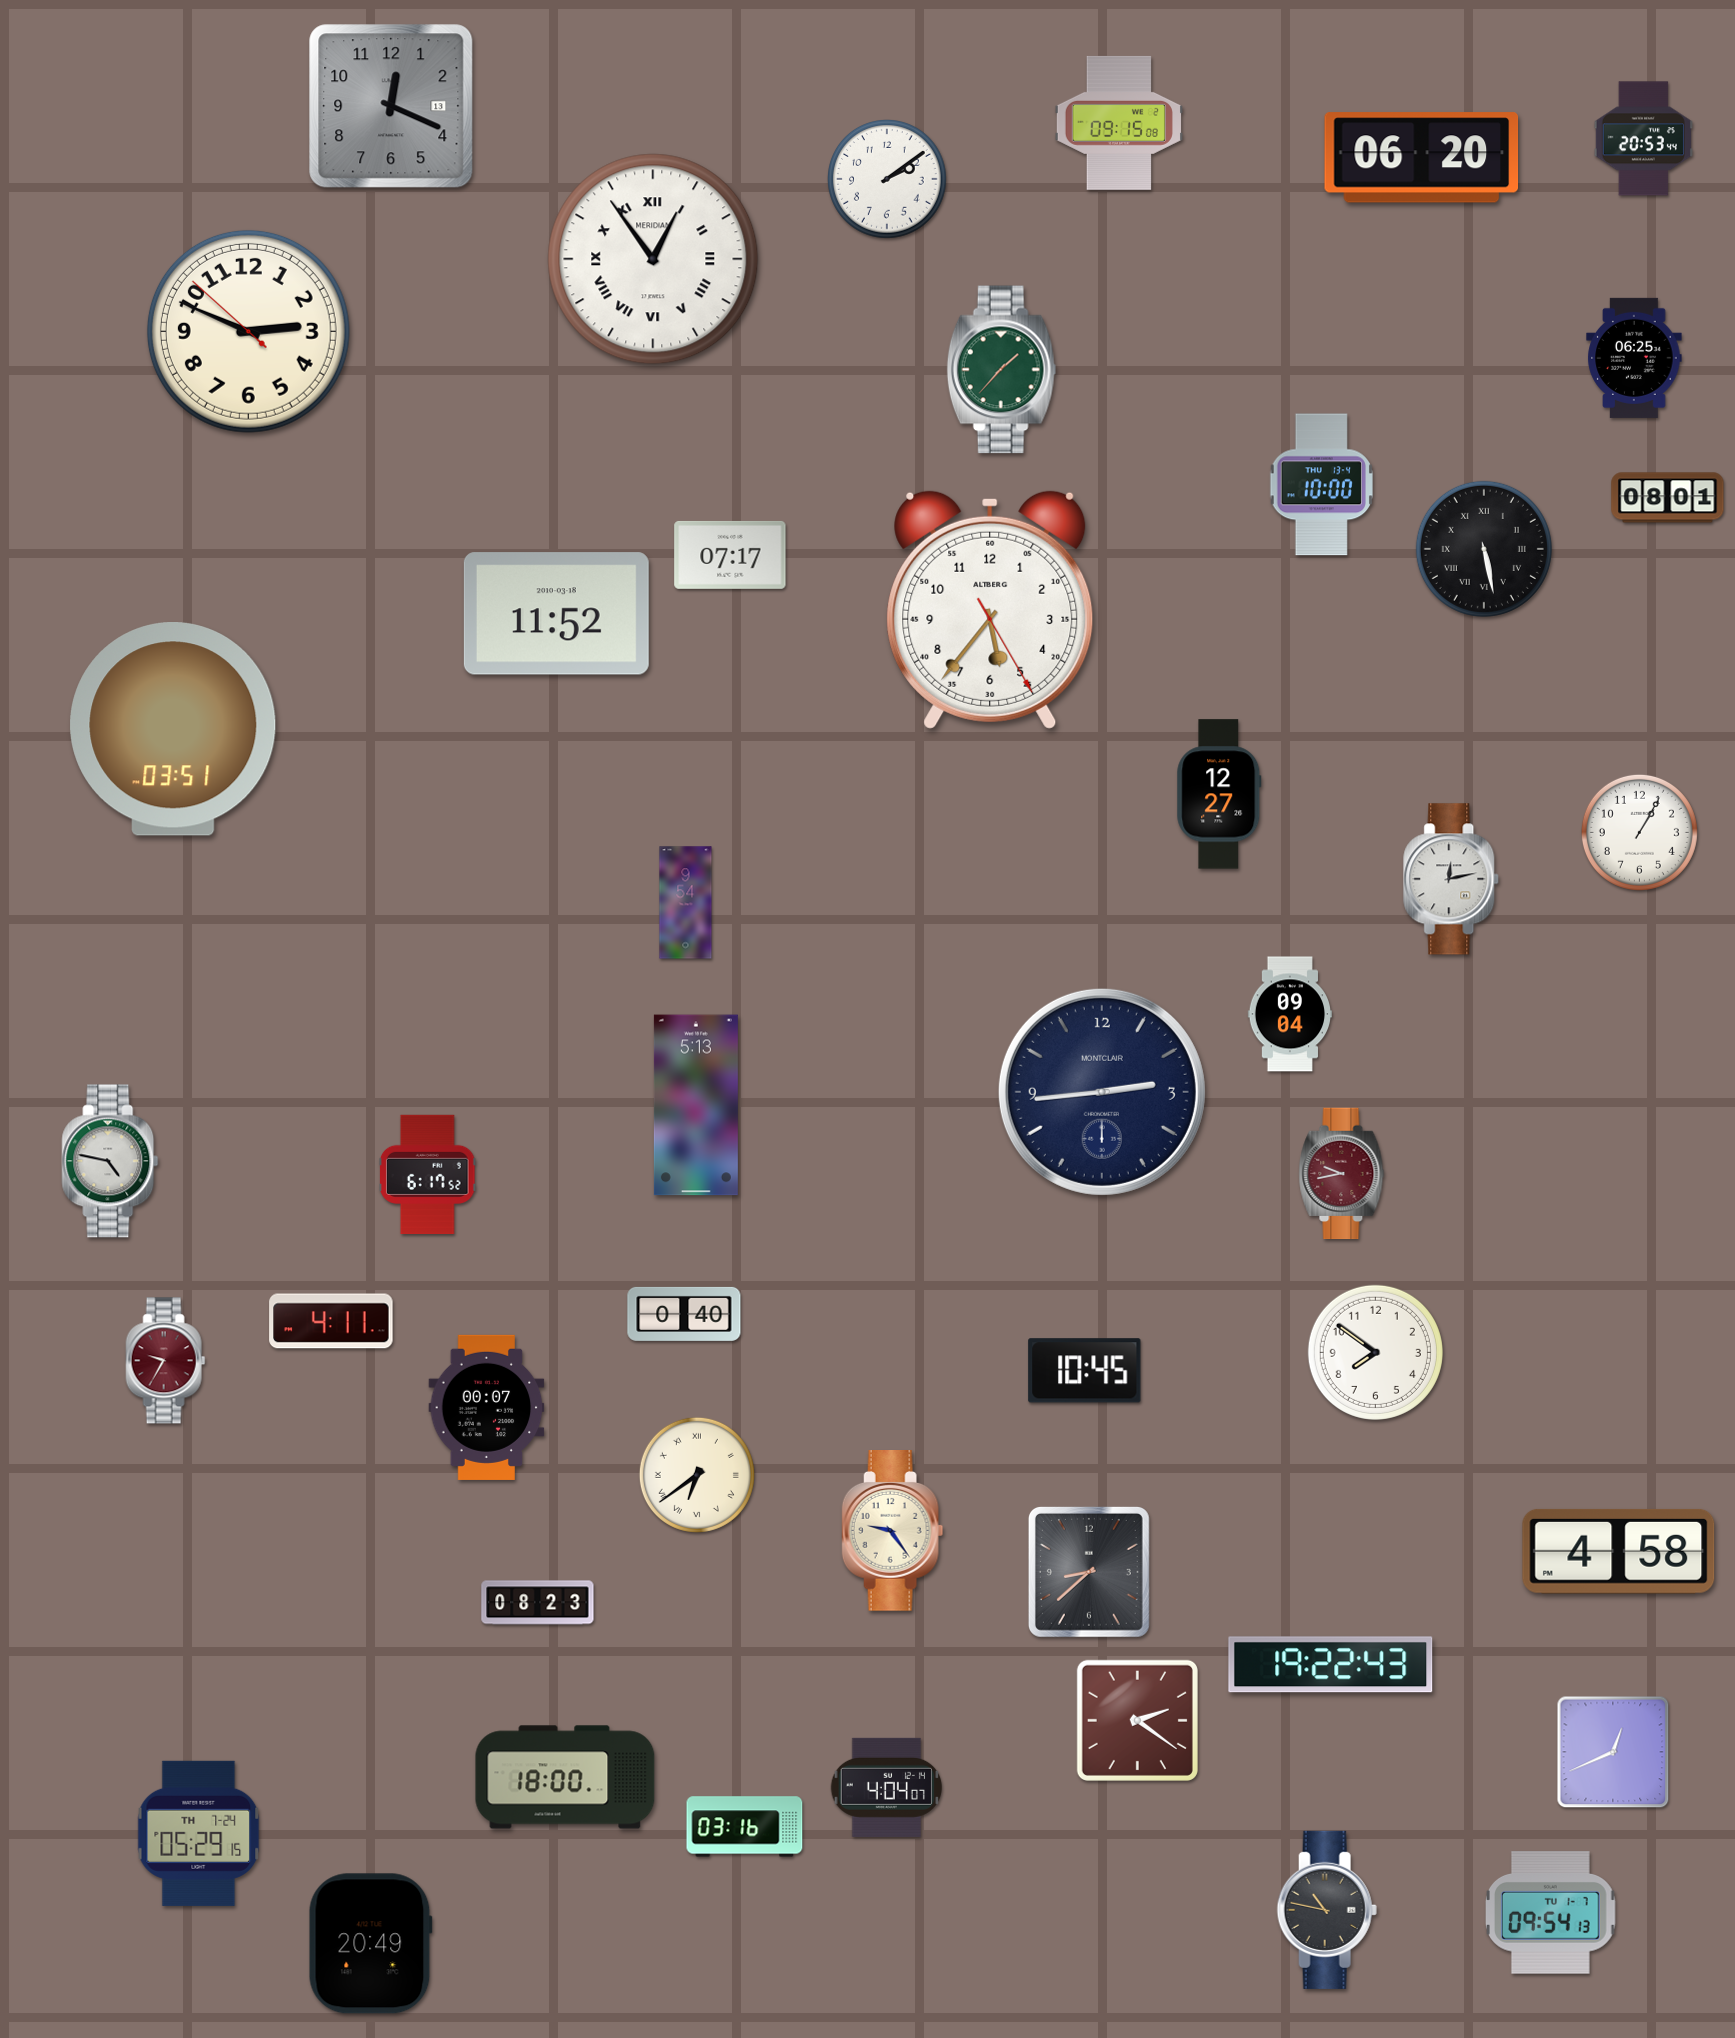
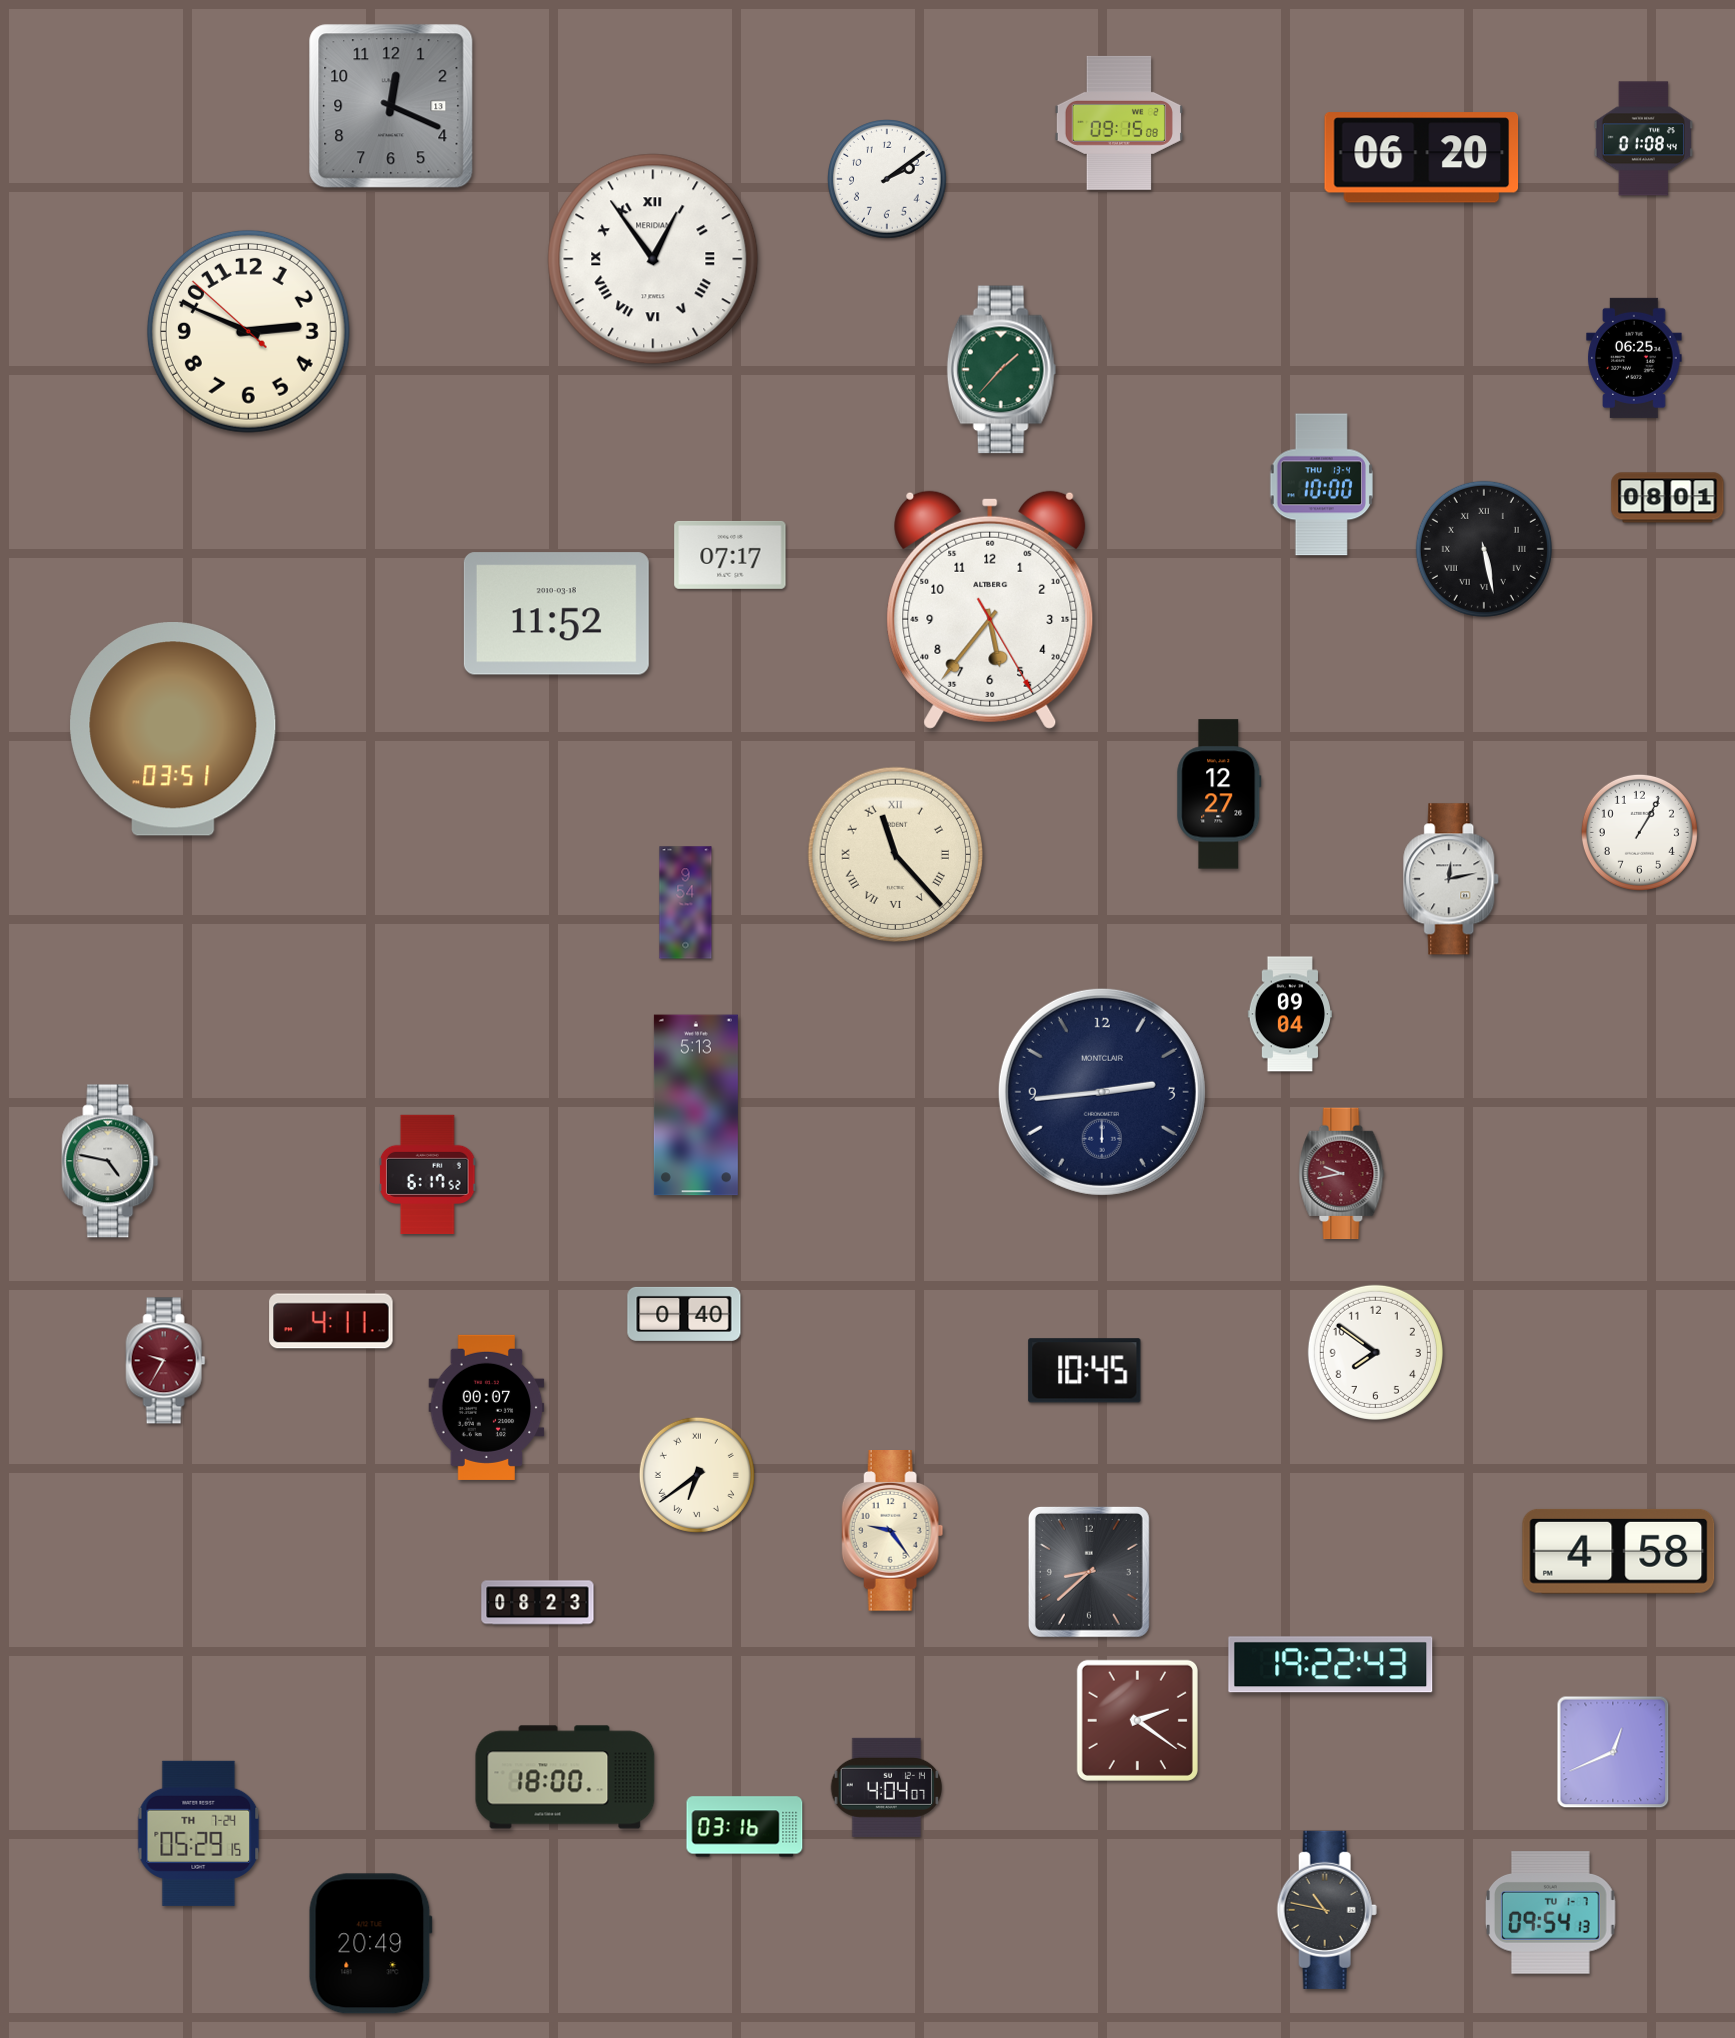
clock at (1643, 139): 20:53 -> 01:08
clock at (895, 854): none -> 11:23
